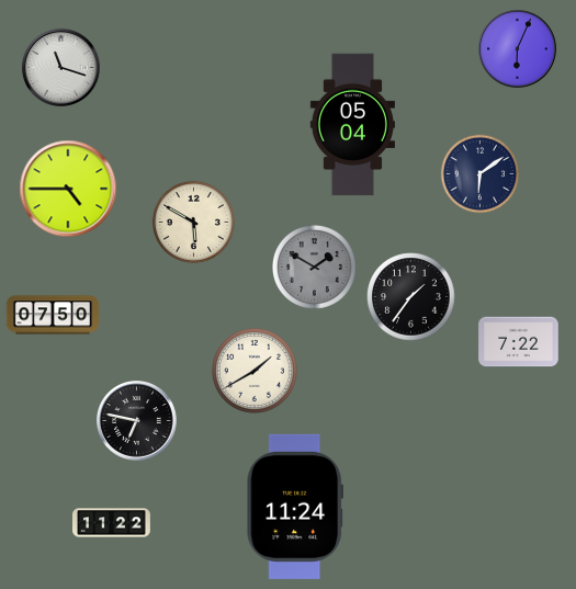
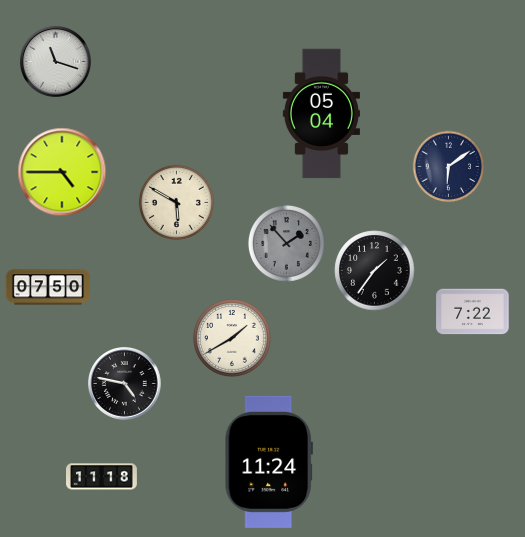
clock at (517, 48): 6:04 -> none
clock at (481, 174) position: (481, 174) -> (449, 167)
clock at (314, 267): 1:50 -> 1:53
clock at (137, 421): 6:47 -> 4:47
clock at (112, 523): 11:22 -> 11:18
